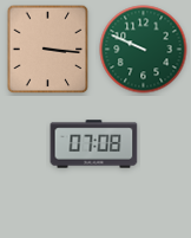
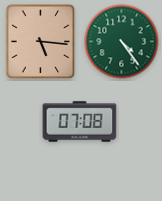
clock at (48, 50): 3:16 -> 5:16
clock at (144, 50): 9:49 -> 4:24
